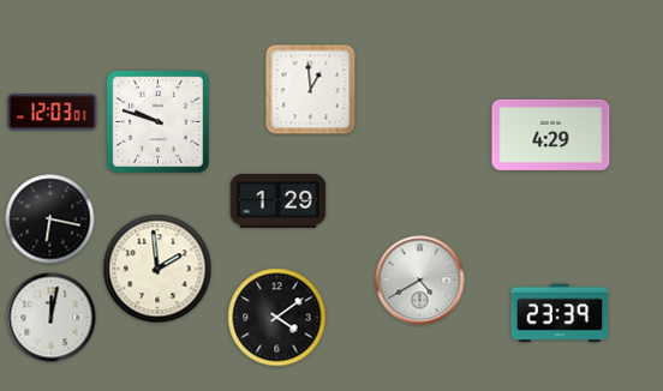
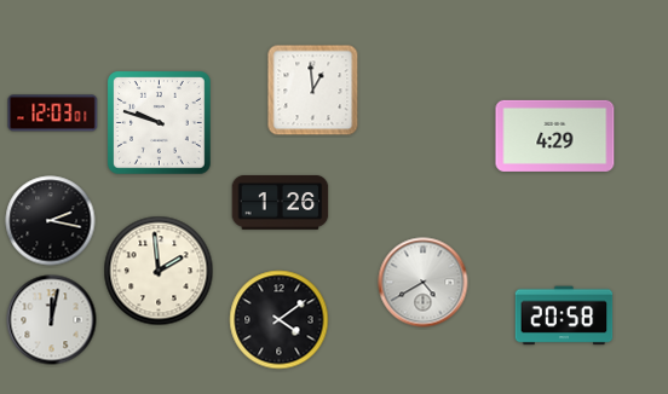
clock at (279, 200): 1:29 -> 1:26
clock at (50, 219): 6:17 -> 2:17
clock at (560, 313): 23:39 -> 20:58
